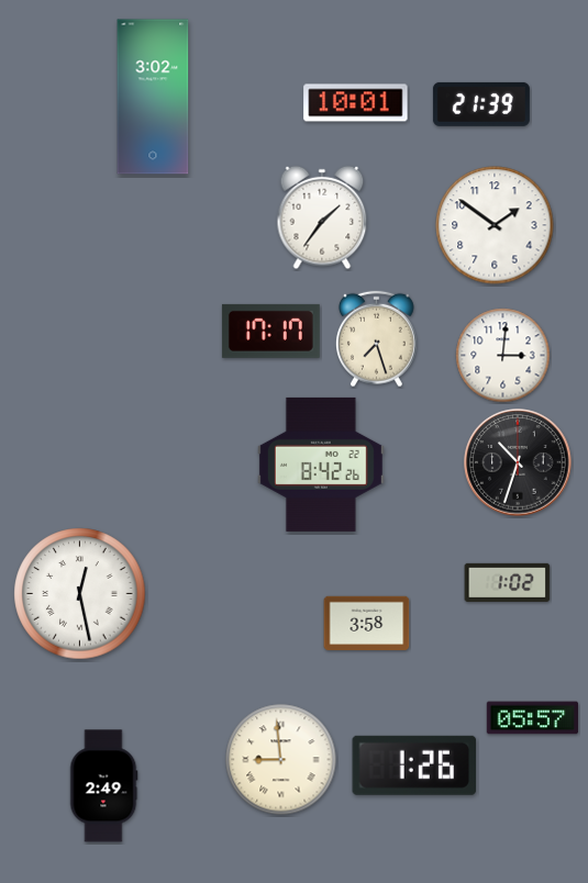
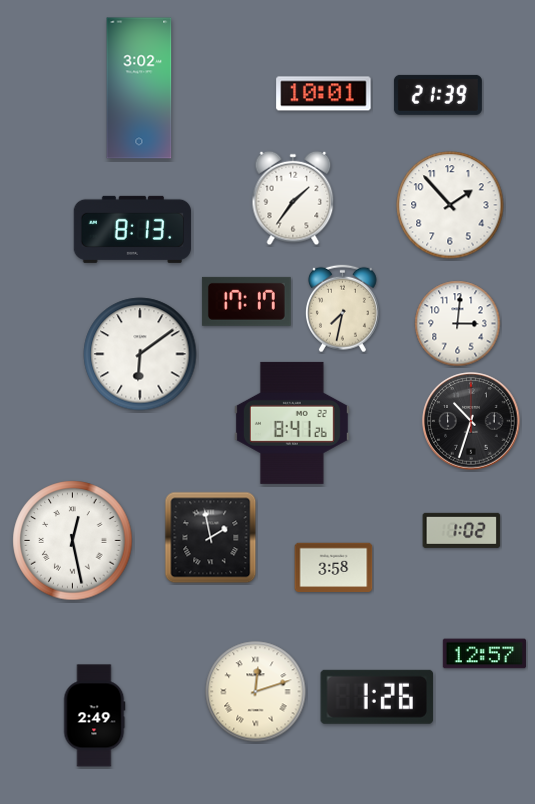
clock at (495, 225): 1:51 -> 1:53
clock at (132, 229): none -> 8:13
clock at (376, 339): 7:27 -> 7:32
clock at (140, 354): none -> 6:09
clock at (321, 465): 8:42 -> 8:41
clock at (211, 538): none -> 1:58
clock at (532, 718): 05:57 -> 12:57
clock at (281, 760): 8:59 -> 12:12
